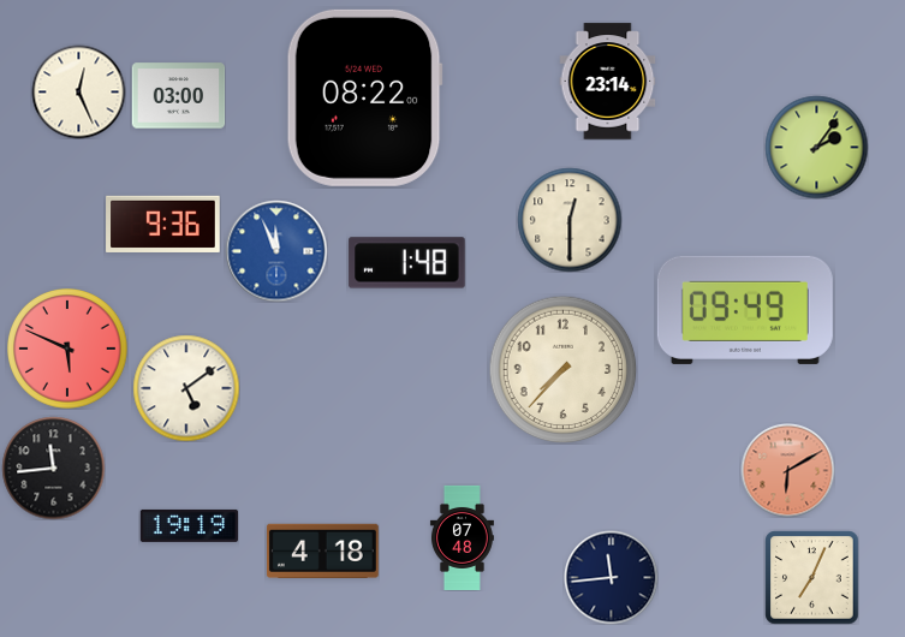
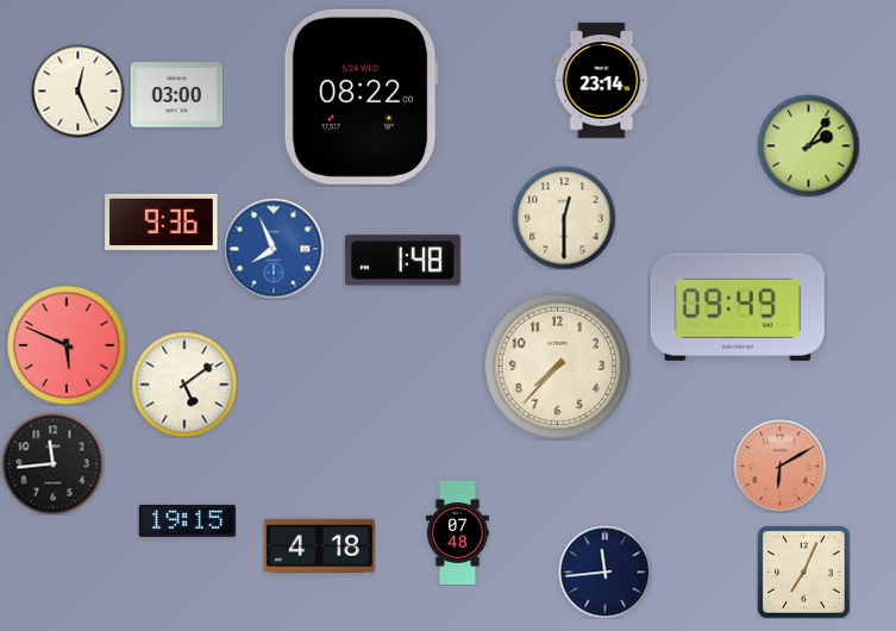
clock at (276, 251): 11:56 -> 7:56
clock at (189, 525): 19:19 -> 19:15
